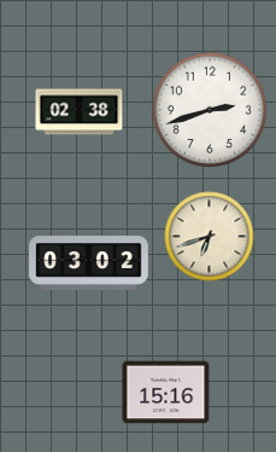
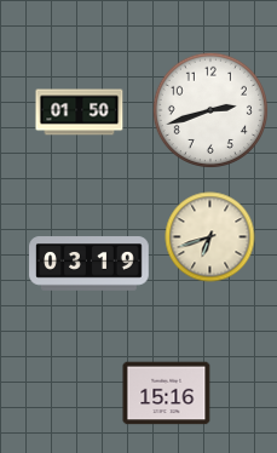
clock at (80, 112): 02:38 -> 01:50
clock at (89, 263): 03:02 -> 03:19
